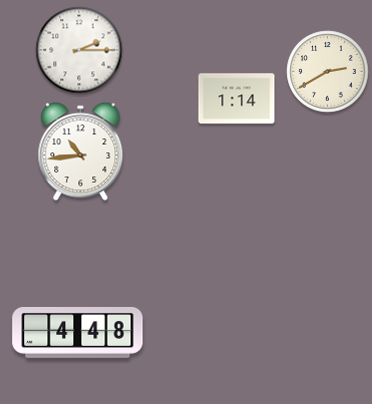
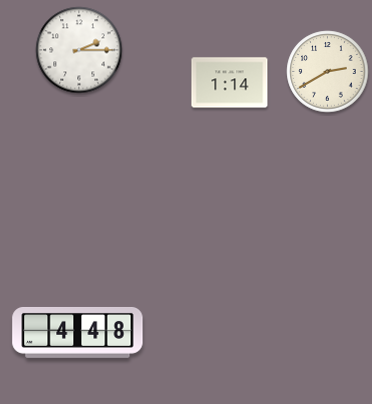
clock at (237, 99) position: (237, 99) -> (230, 83)
clock at (81, 152): 10:44 -> none
